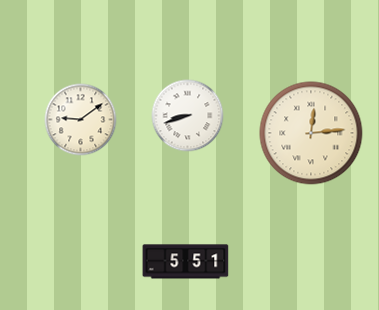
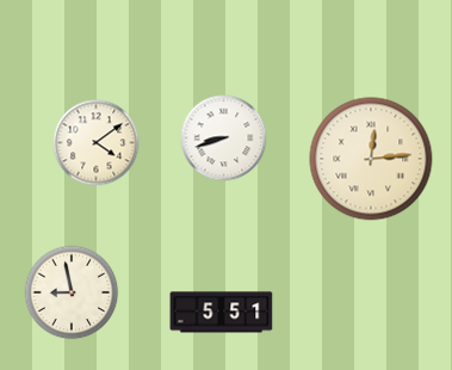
clock at (81, 120): 9:09 -> 4:09
clock at (72, 292): none -> 8:58
